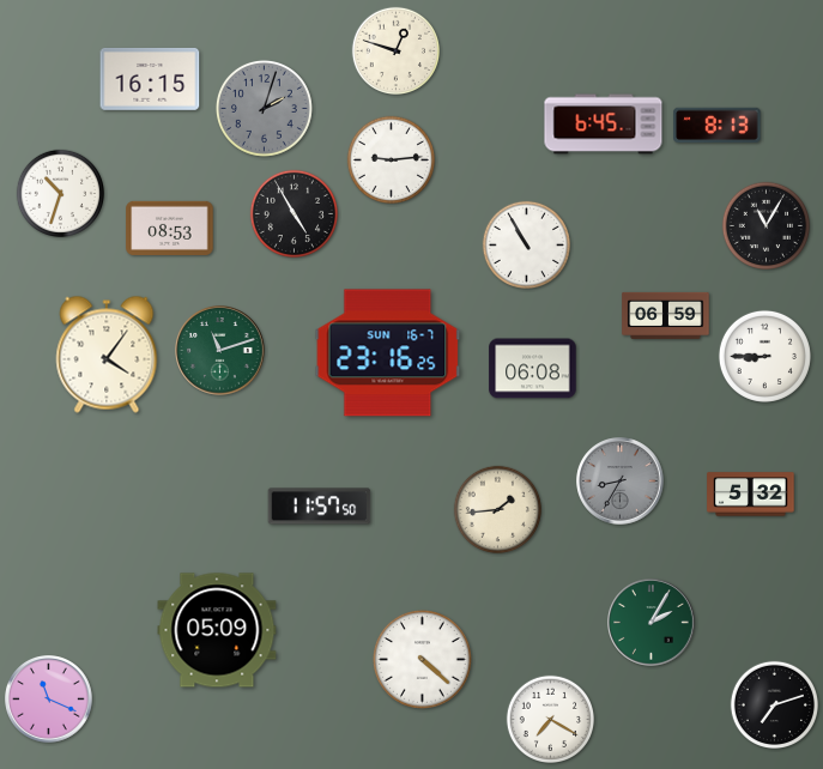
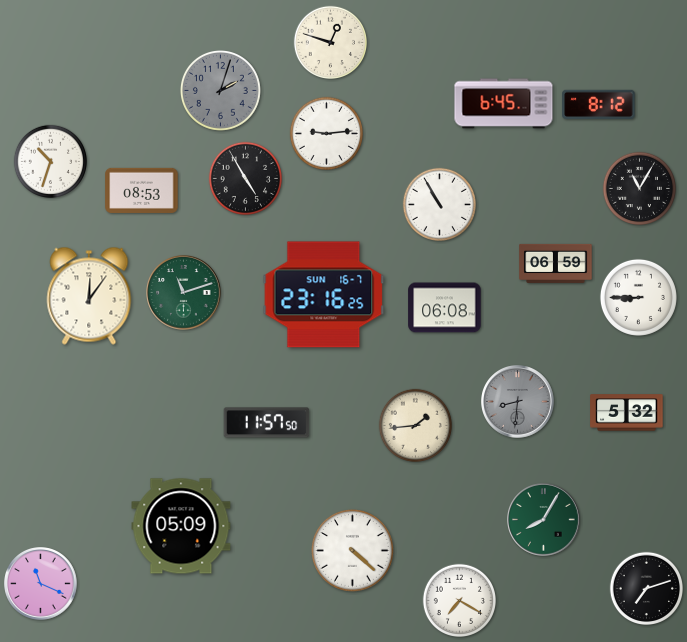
clock at (150, 79): 16:15 -> none
clock at (718, 125): 8:13 -> 8:12
clock at (107, 355): 4:06 -> 12:06
clock at (621, 482): 8:35 -> 8:31
clock at (652, 623): 2:05 -> 8:05
